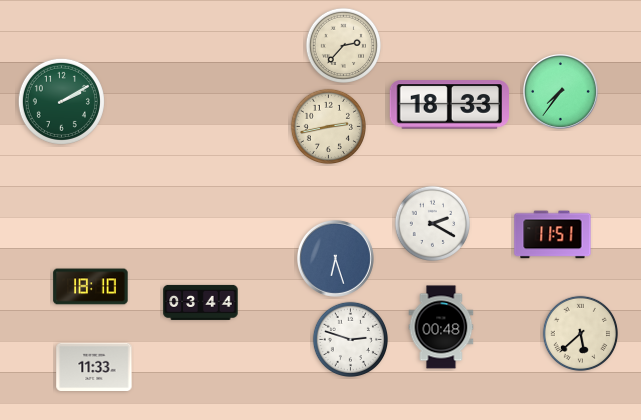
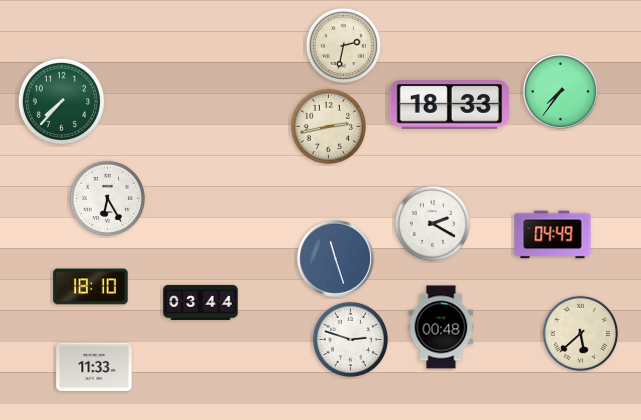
clock at (343, 45): 2:37 -> 2:32
clock at (61, 101): 2:10 -> 7:37
clock at (107, 198): none -> 6:25
clock at (553, 235): 11:51 -> 04:49
clock at (335, 258): 6:27 -> 11:27
